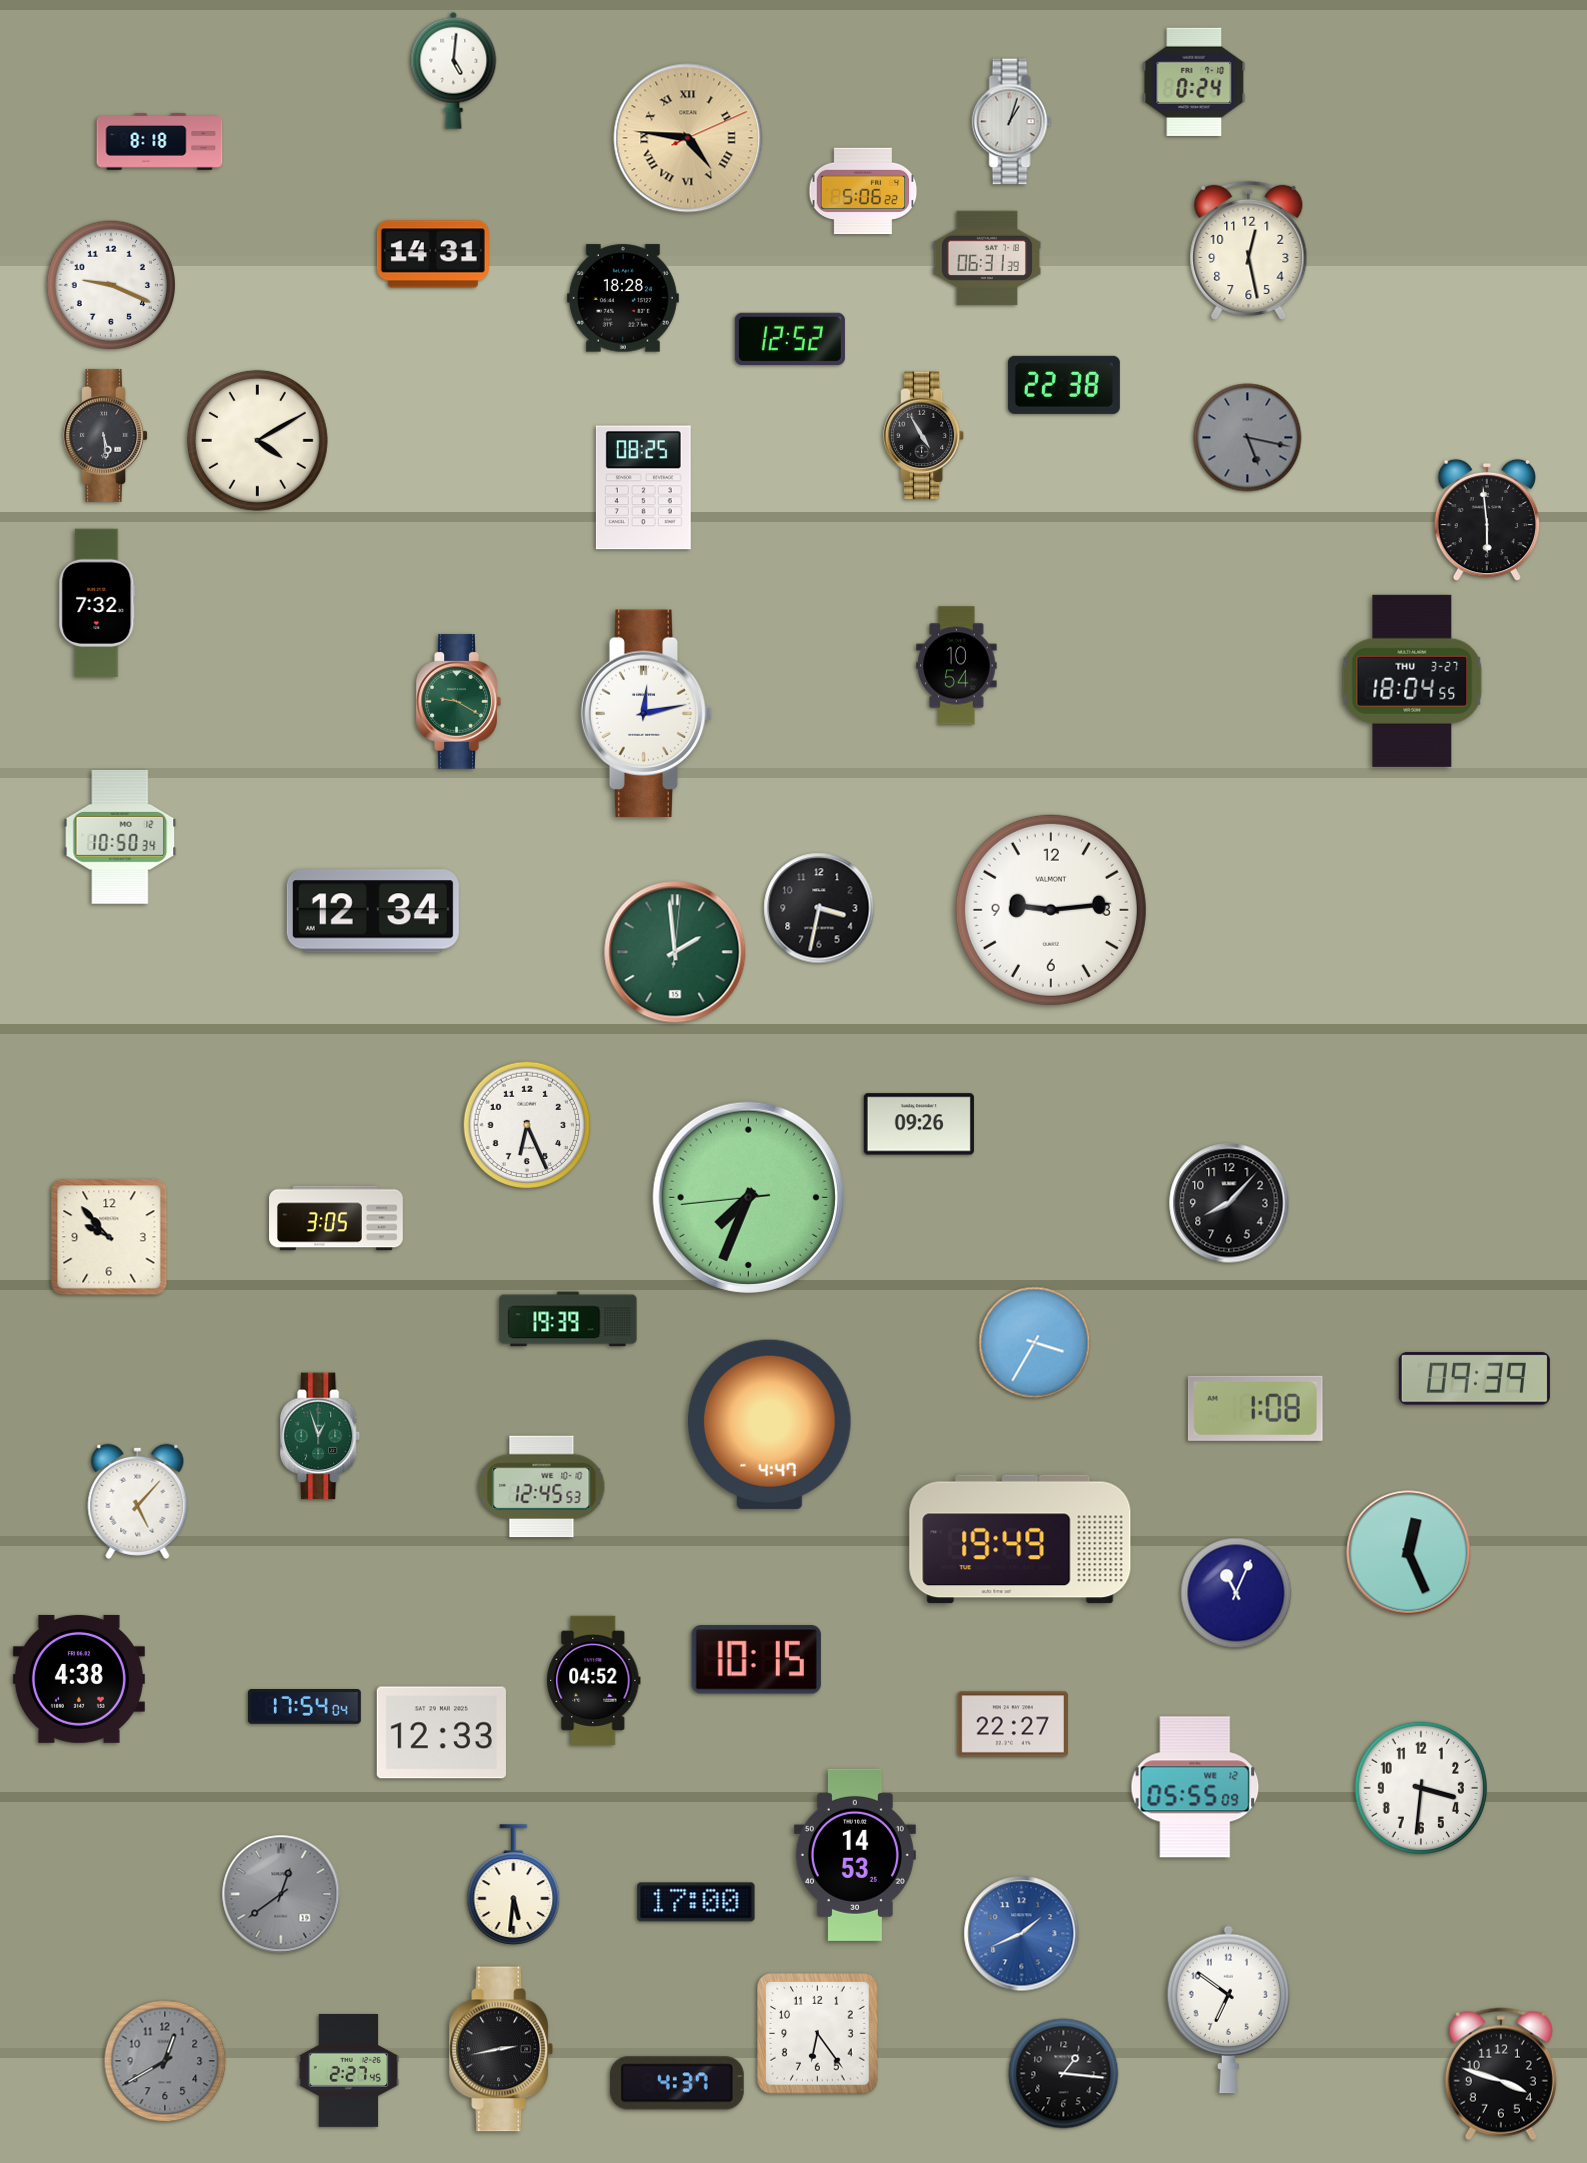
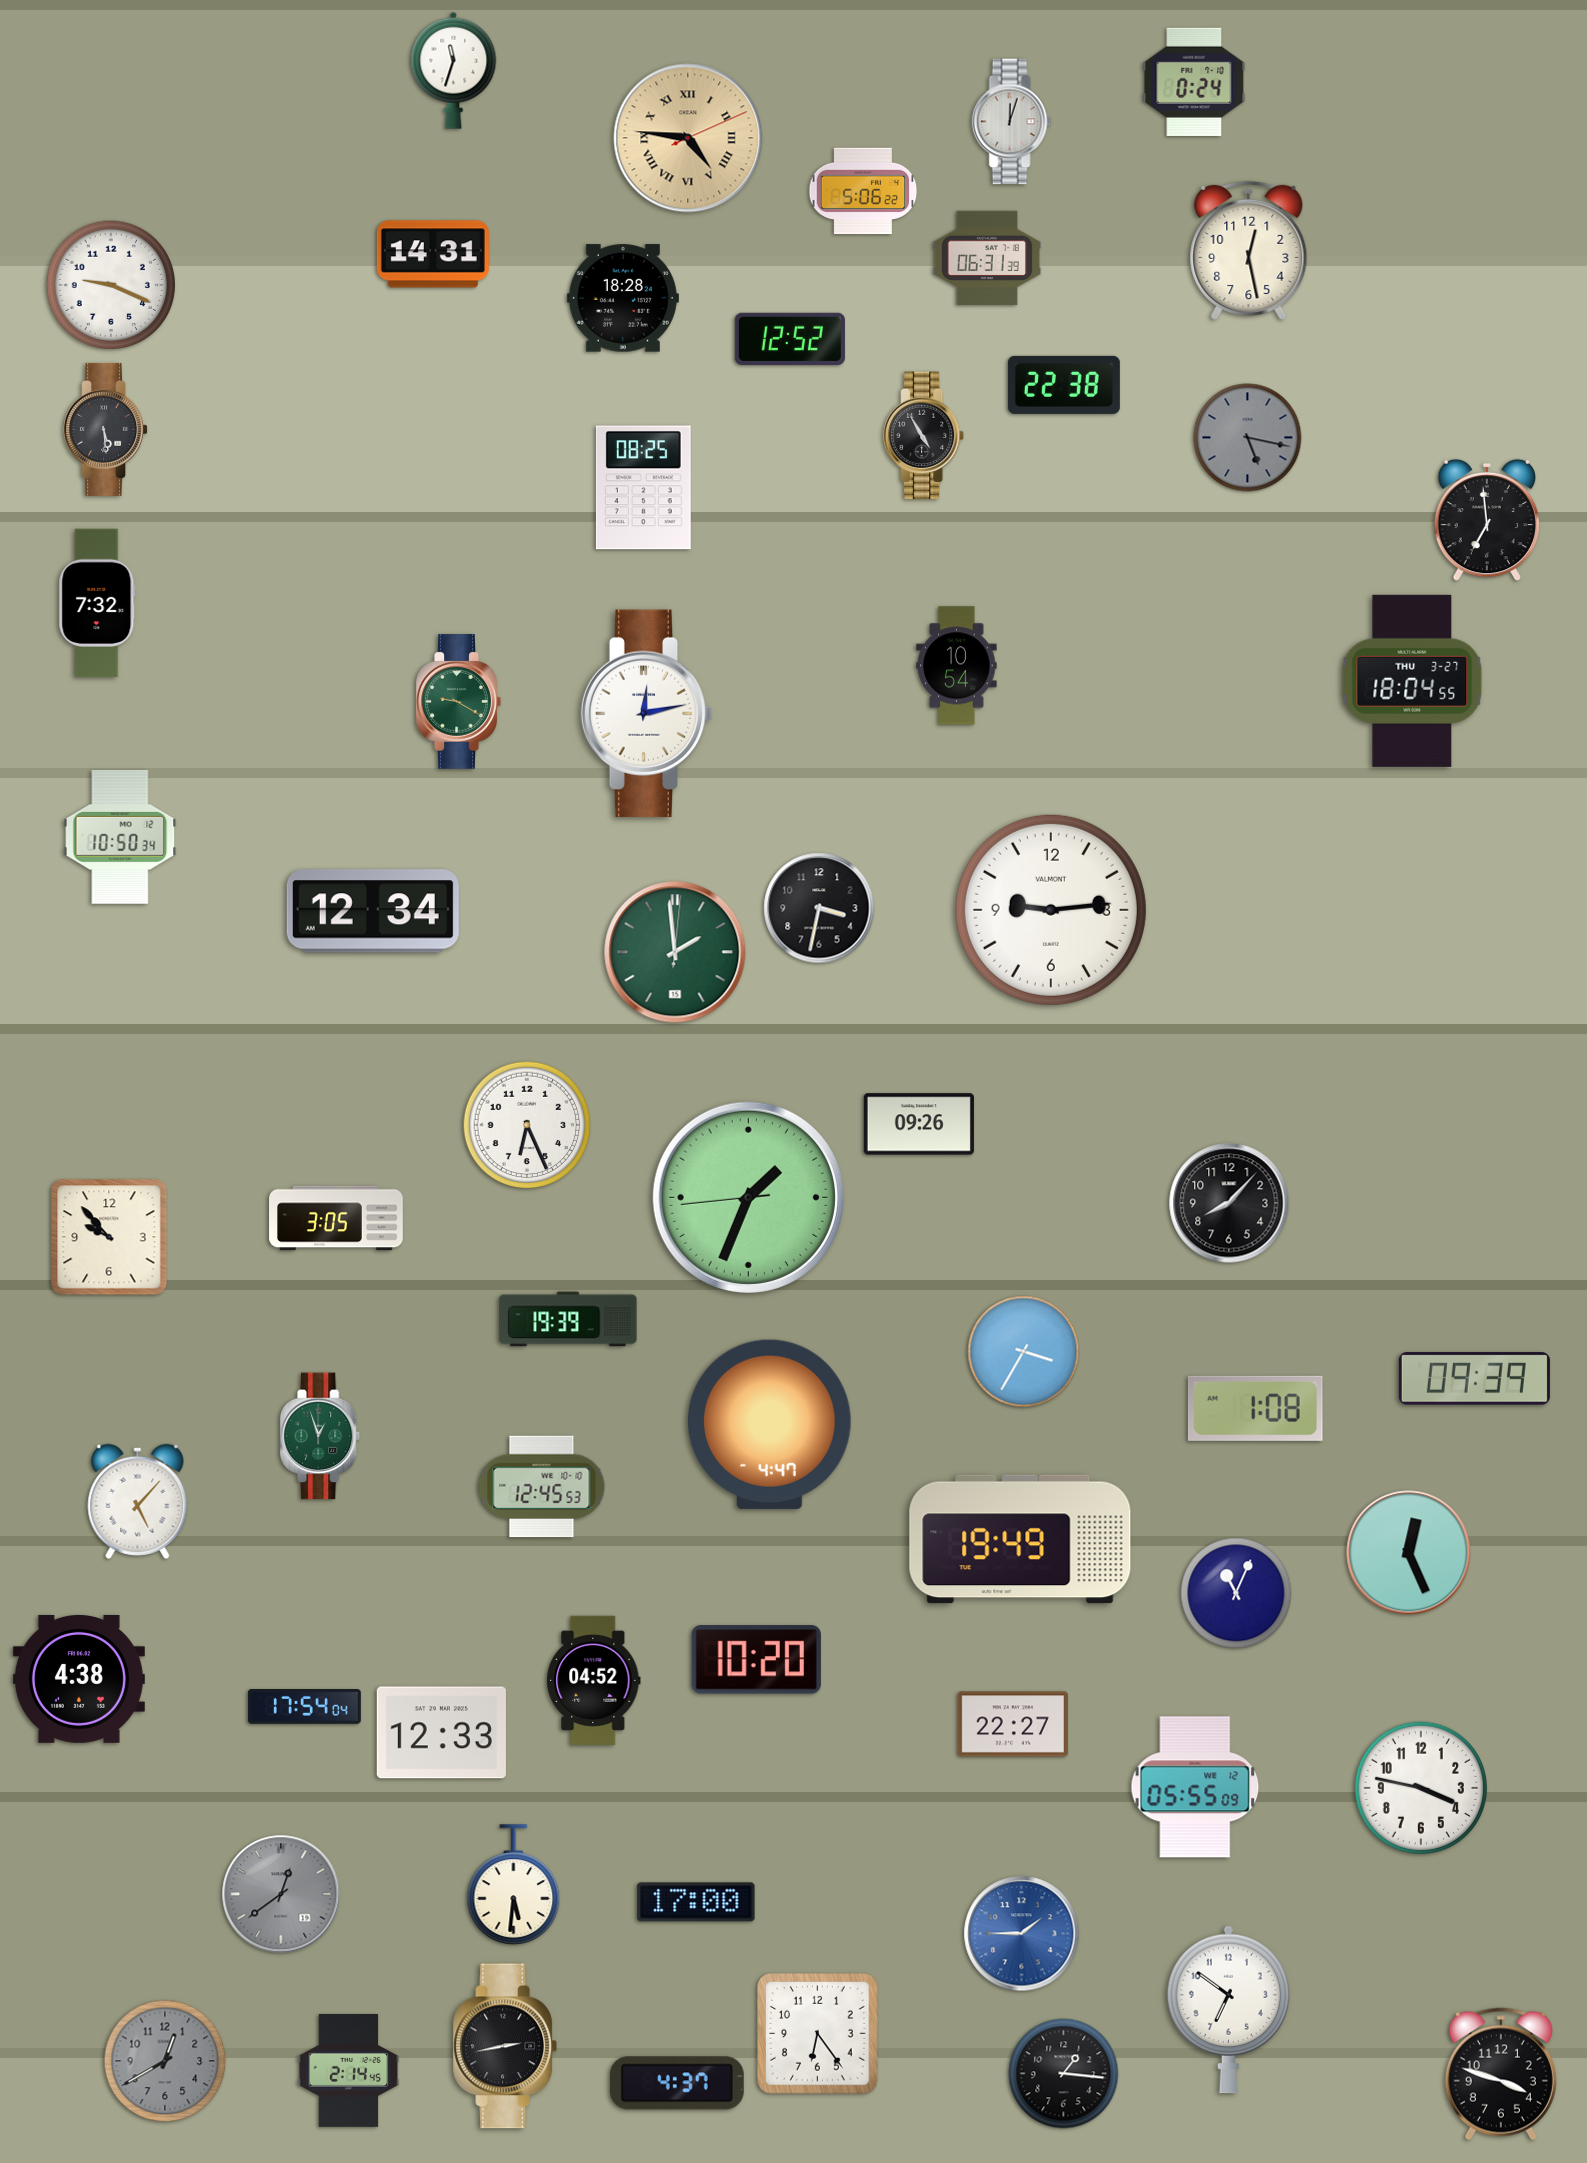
clock at (454, 70): 5:01 -> 11:33
clock at (1012, 122): 1:03 -> 12:03
clock at (160, 142): 8:18 -> none
clock at (105, 435) position: (105, 435) -> (105, 429)
clock at (257, 440): 4:10 -> none
clock at (1486, 520): 5:59 -> 6:59
clock at (748, 1197): 7:33 -> 1:33
clock at (1035, 1343) position: (1035, 1343) -> (1024, 1352)
clock at (756, 1660): 10:15 -> 10:20
clock at (1421, 1788): 3:31 -> 3:47
clock at (855, 1855): 14:53 -> none
clock at (1022, 1934): 1:41 -> 1:45
clock at (500, 2049) position: (500, 2049) -> (504, 2046)
clock at (349, 2070): 2:27 -> 2:14
